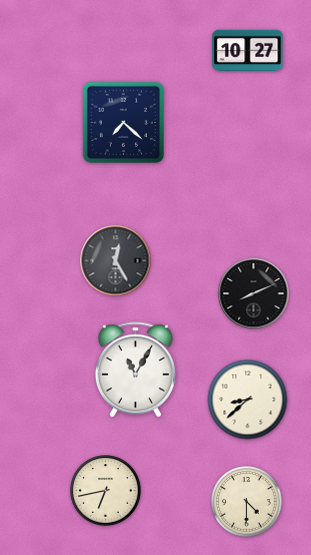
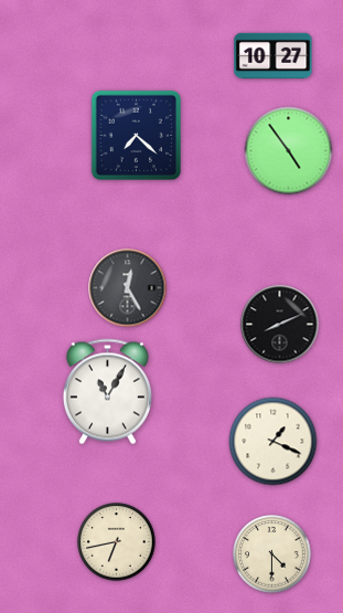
clock at (289, 151): none -> 4:54
clock at (135, 370) position: (135, 370) -> (107, 392)
clock at (248, 400): 8:38 -> 1:19
